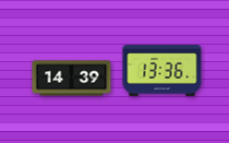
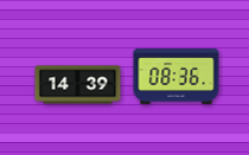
clock at (162, 70): 13:36 -> 08:36
